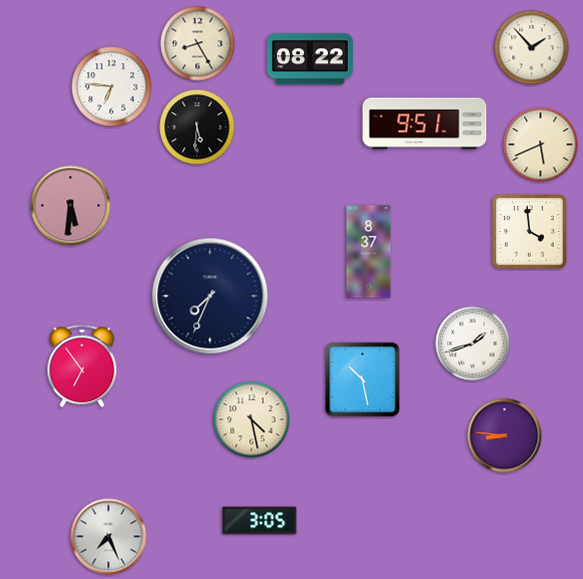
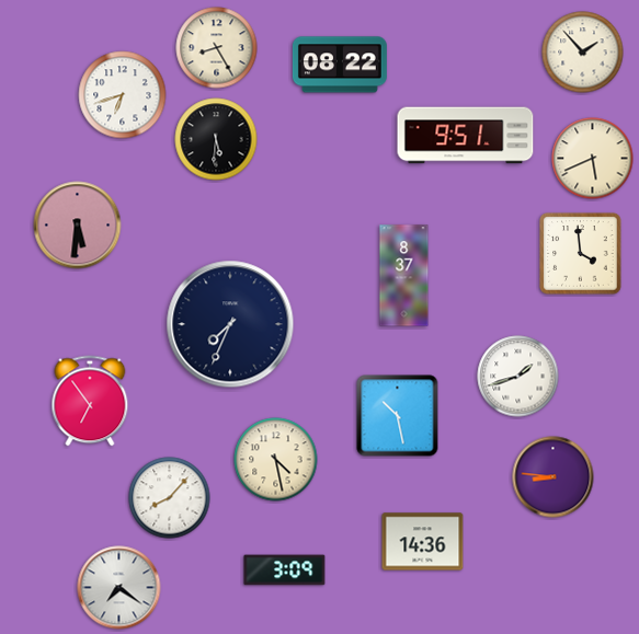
clock at (112, 87): 6:46 -> 6:42
clock at (170, 498): none -> 8:07
clock at (423, 542): none -> 14:36
clock at (260, 521): 3:05 -> 3:09
clock at (109, 537): 7:26 -> 7:21
